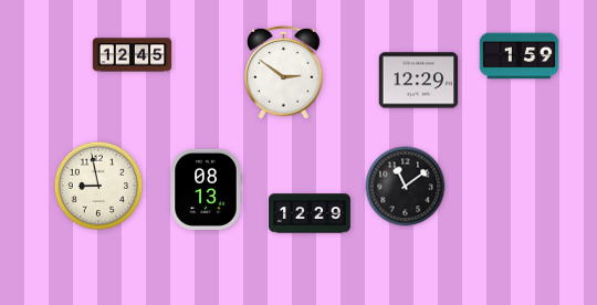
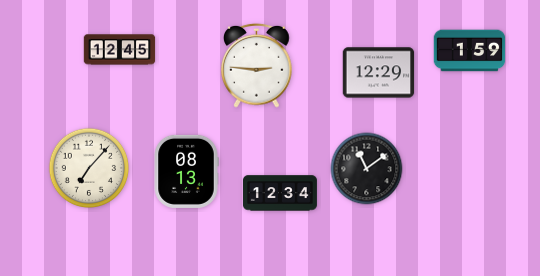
clock at (284, 72): 2:51 -> 2:46
clock at (98, 186): 8:58 -> 7:07
clock at (310, 213): 12:29 -> 12:34
